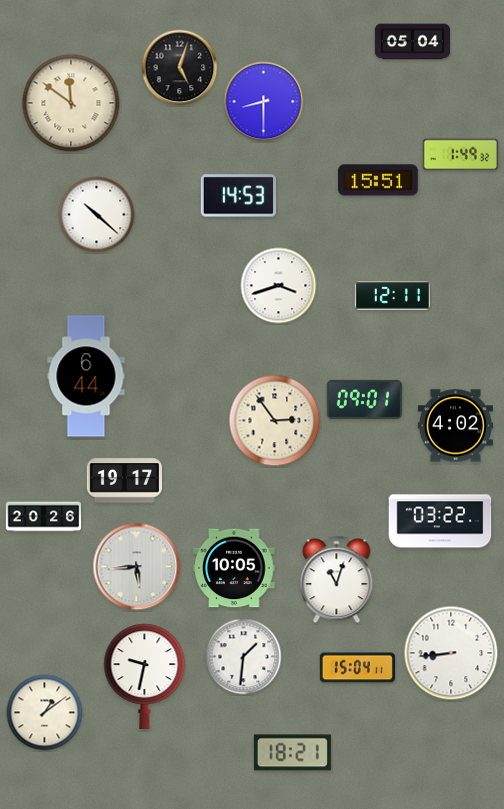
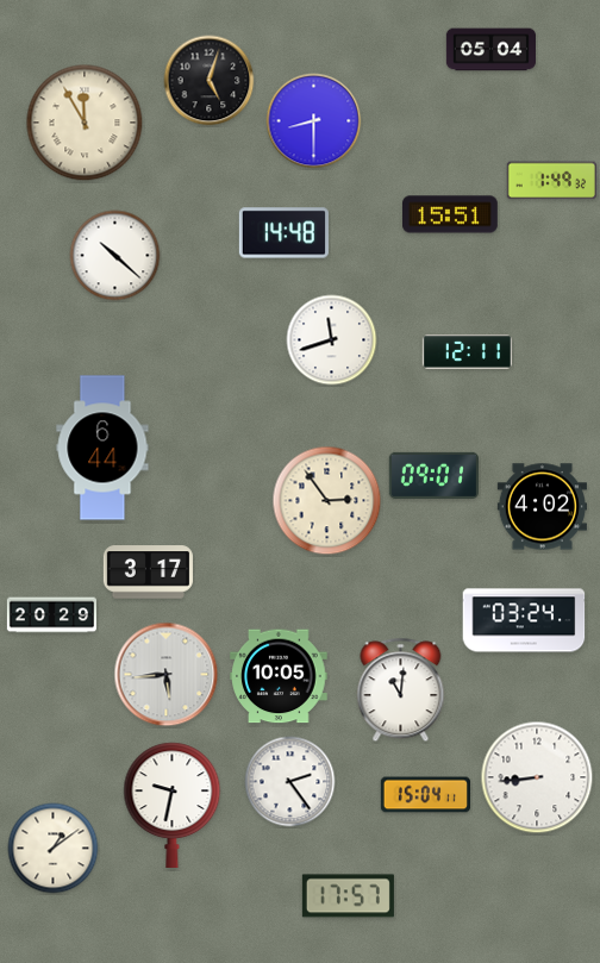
clock at (180, 68) position: (180, 68) -> (210, 81)
clock at (71, 103): 11:51 -> 11:55
clock at (460, 155) position: (460, 155) -> (551, 181)
clock at (238, 196): 14:53 -> 14:48
clock at (279, 286): 3:42 -> 11:42
clock at (124, 481): 19:17 -> 3:17
clock at (43, 517): 20:26 -> 20:29
clock at (440, 521): 03:22 -> 03:24
clock at (137, 567) position: (137, 567) -> (167, 675)
clock at (337, 580): 11:03 -> 11:01
clock at (244, 657): 1:31 -> 2:24
clock at (292, 753): 18:21 -> 17:57
